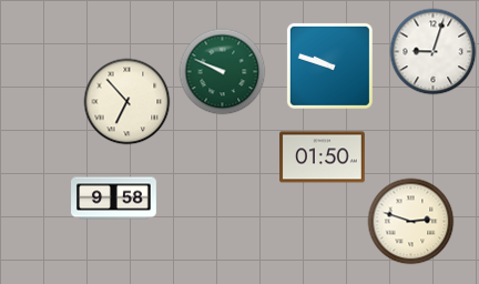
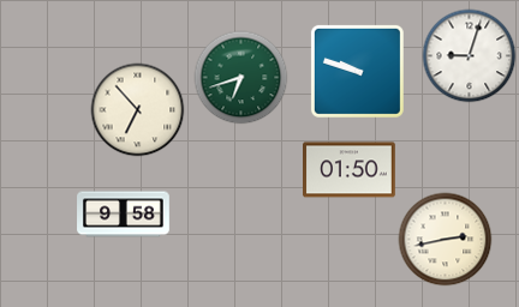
clock at (222, 71): 9:49 -> 6:42
clock at (410, 221): 2:48 -> 2:43
